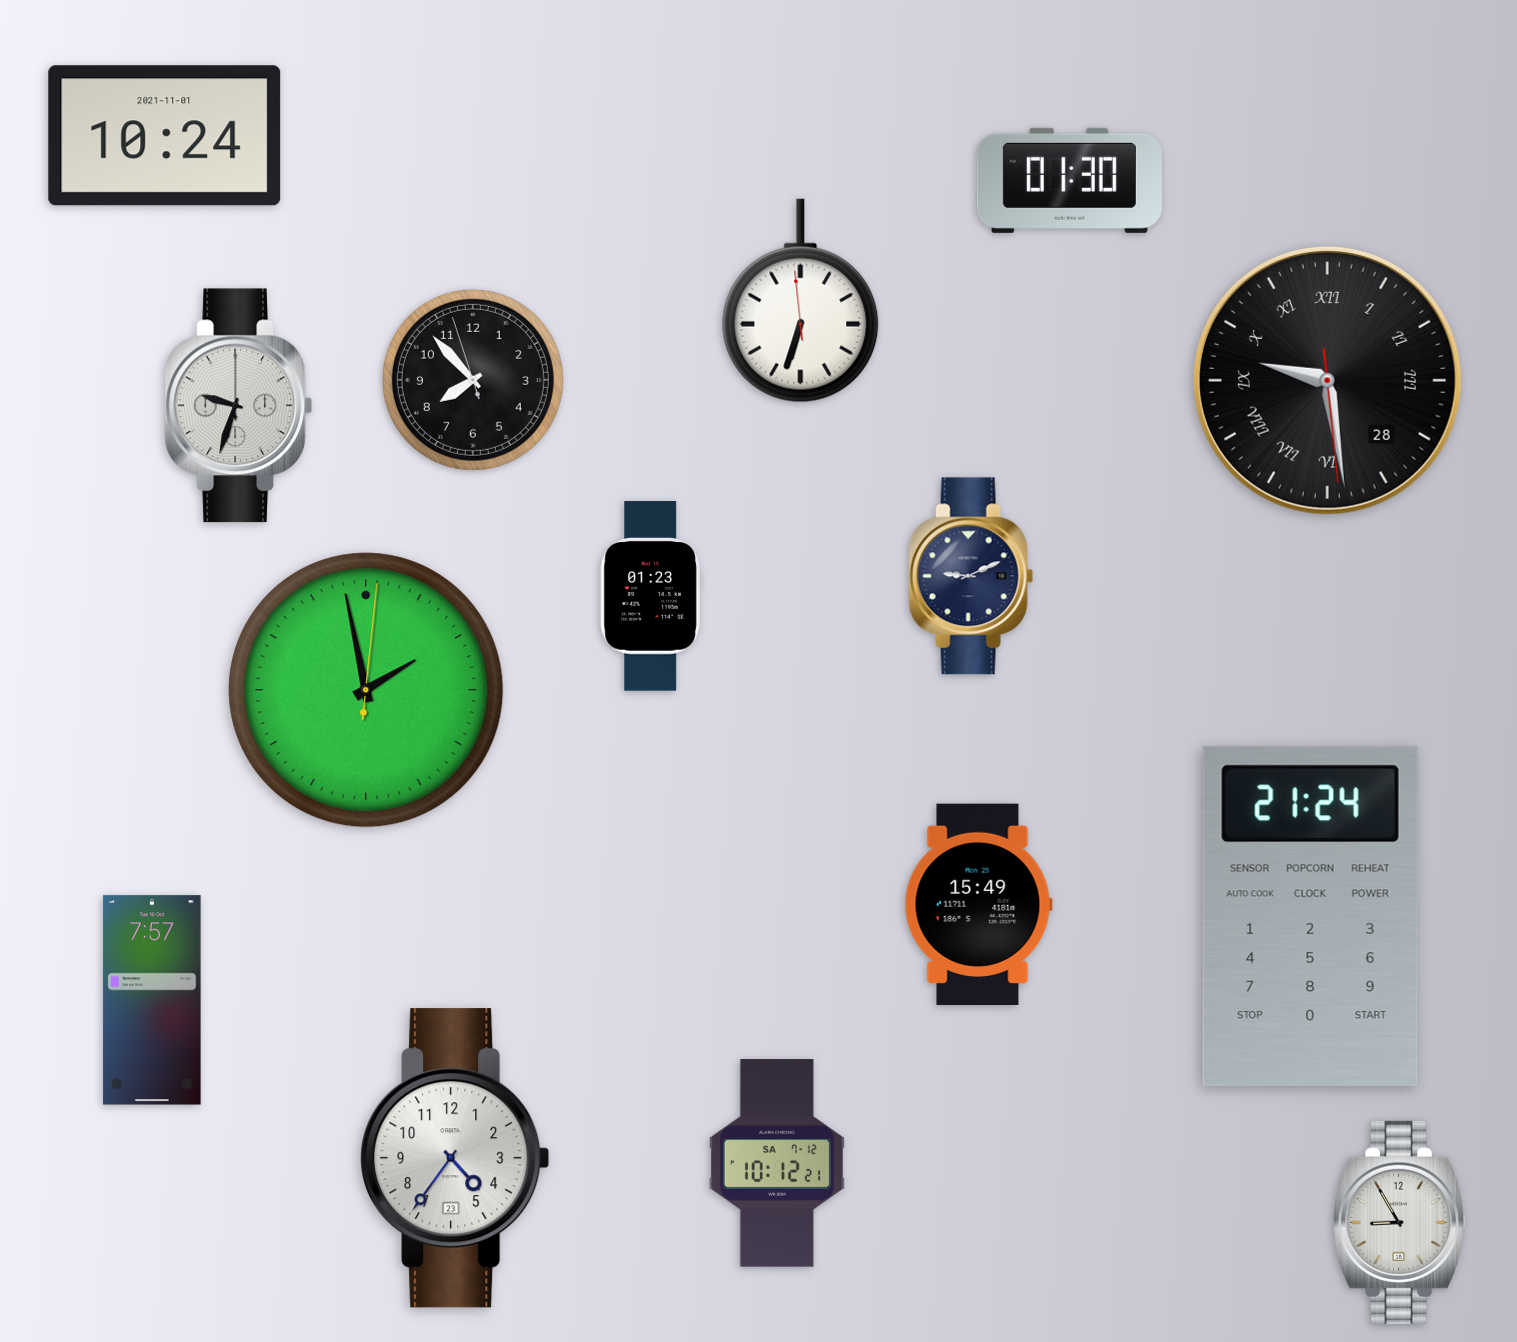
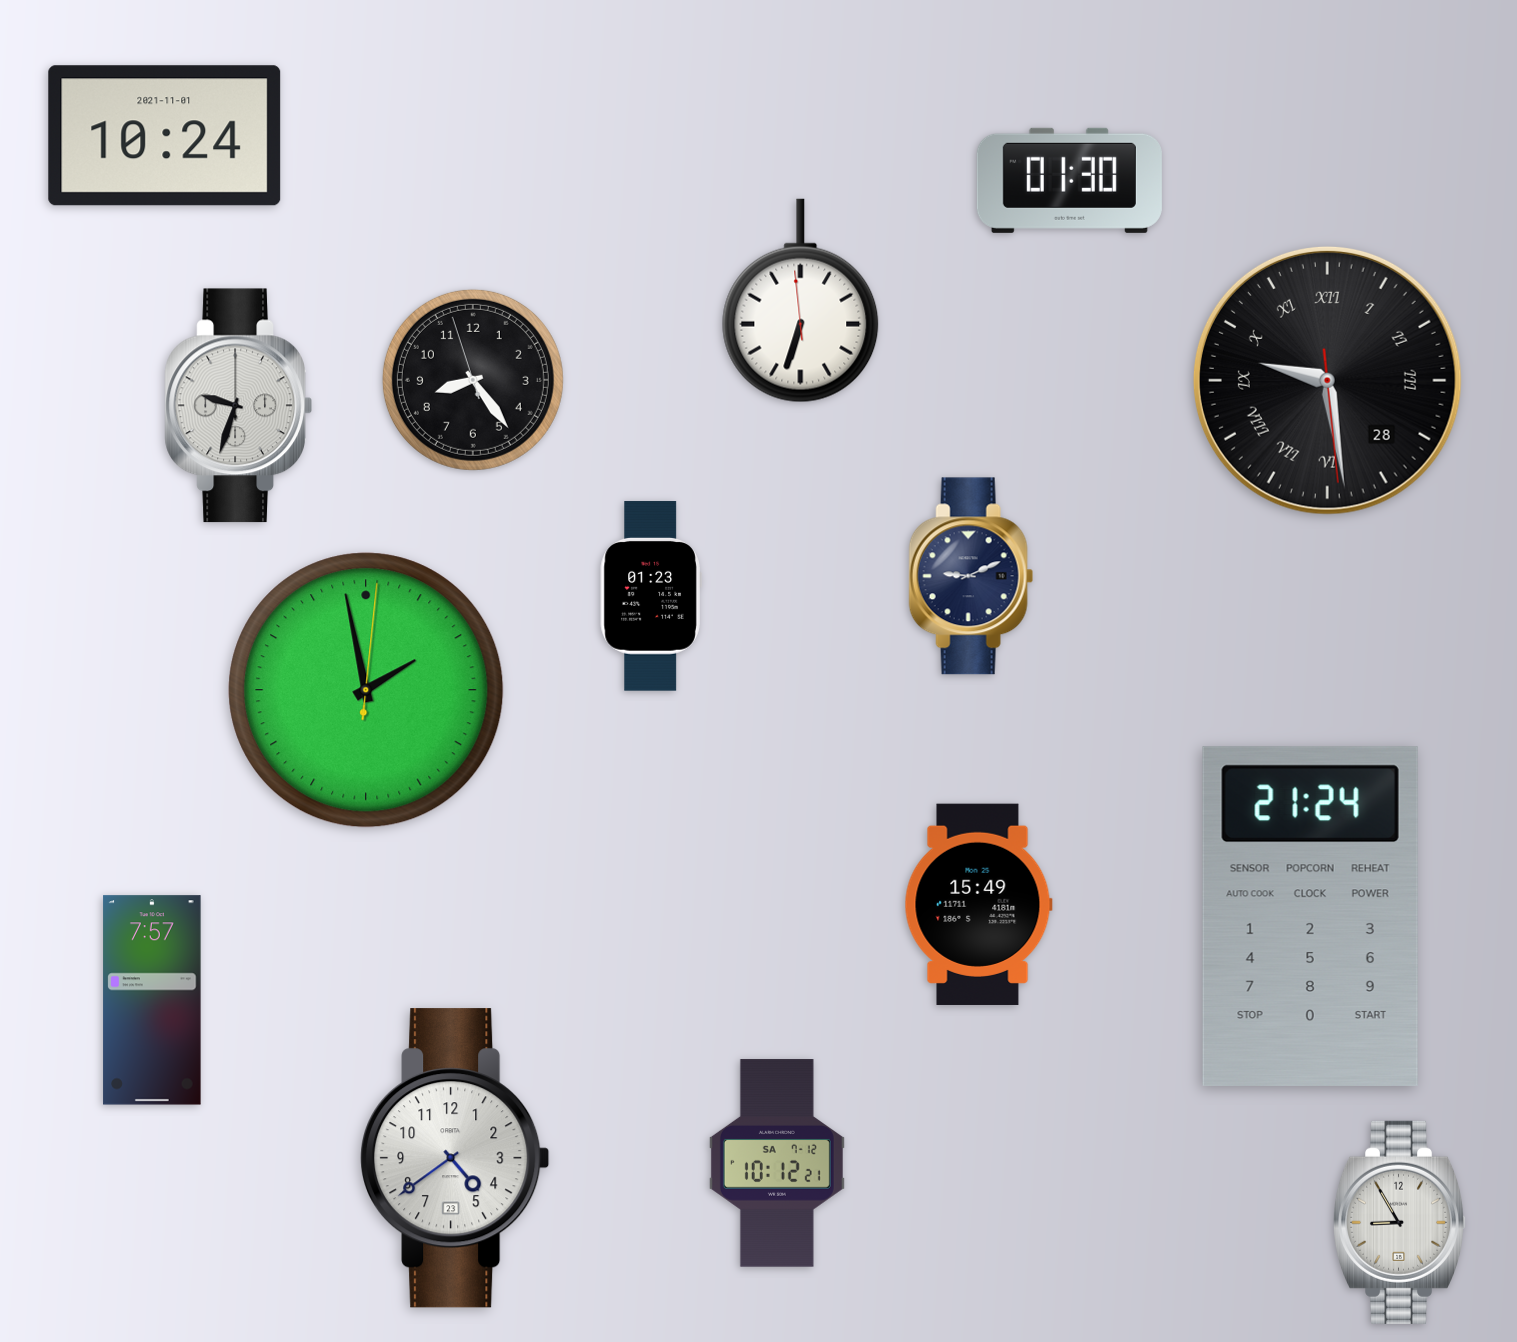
clock at (473, 380): 7:52 -> 8:23
clock at (455, 1158): 4:36 -> 4:39
